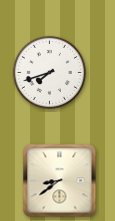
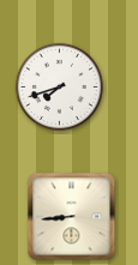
clock at (60, 181): 8:39 -> 8:44
